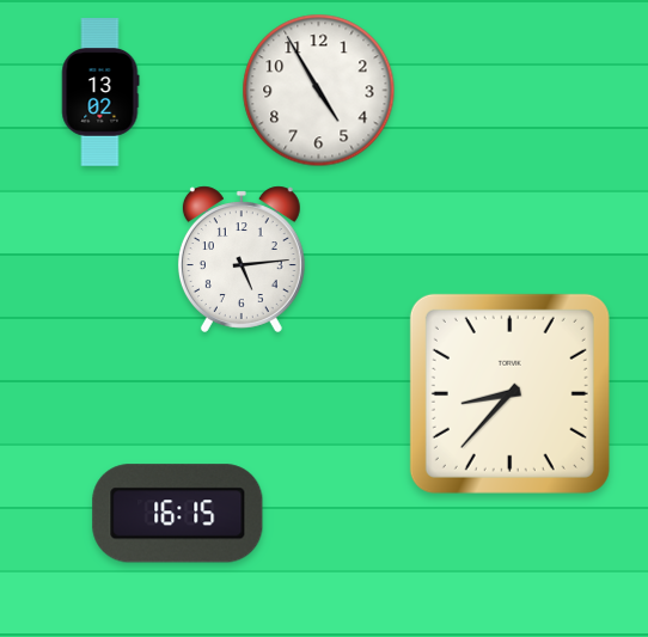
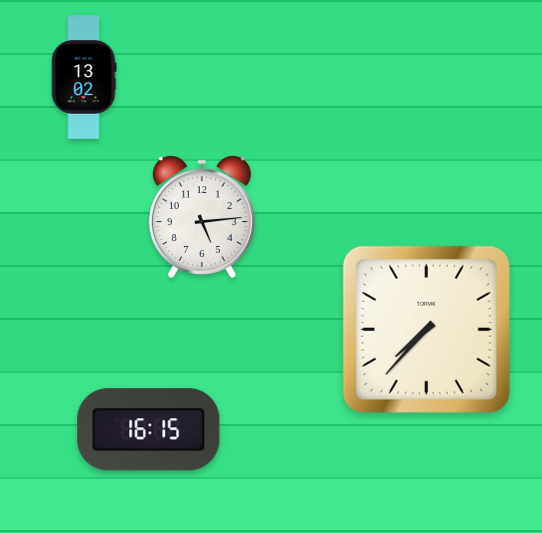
clock at (319, 91): 4:55 -> none
clock at (509, 393): 8:37 -> 7:37
